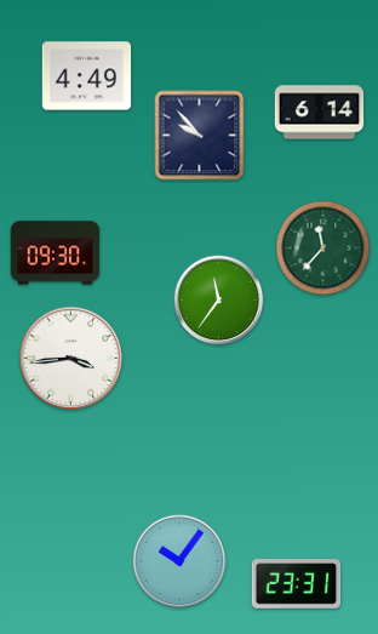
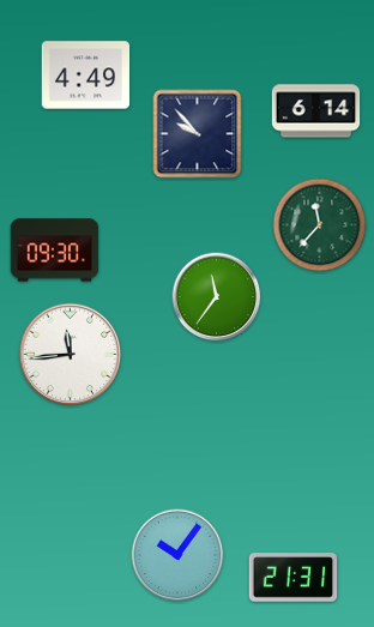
clock at (323, 249) position: (323, 249) -> (320, 225)
clock at (71, 359): 3:44 -> 11:44
clock at (297, 584): 23:31 -> 21:31
